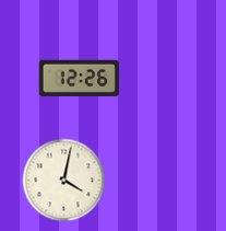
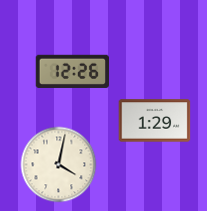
clock at (155, 121): none -> 1:29
